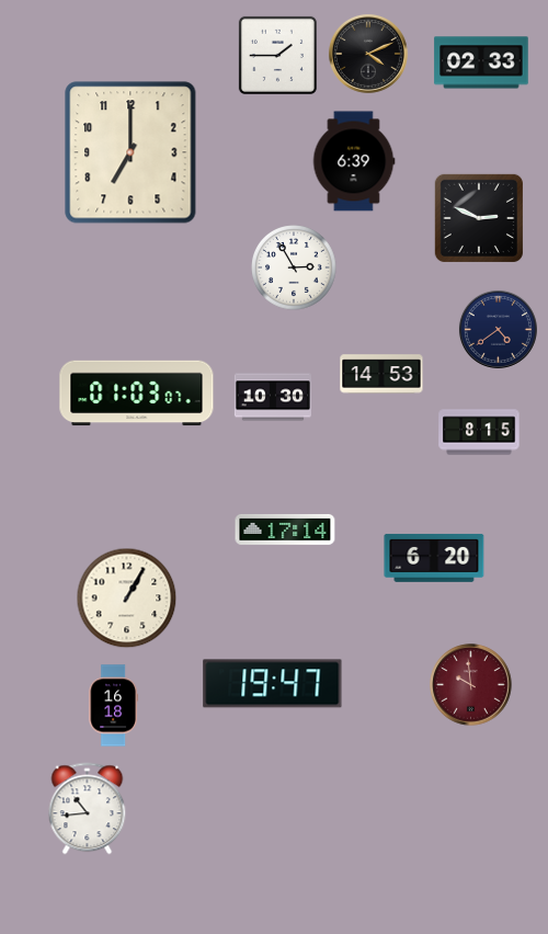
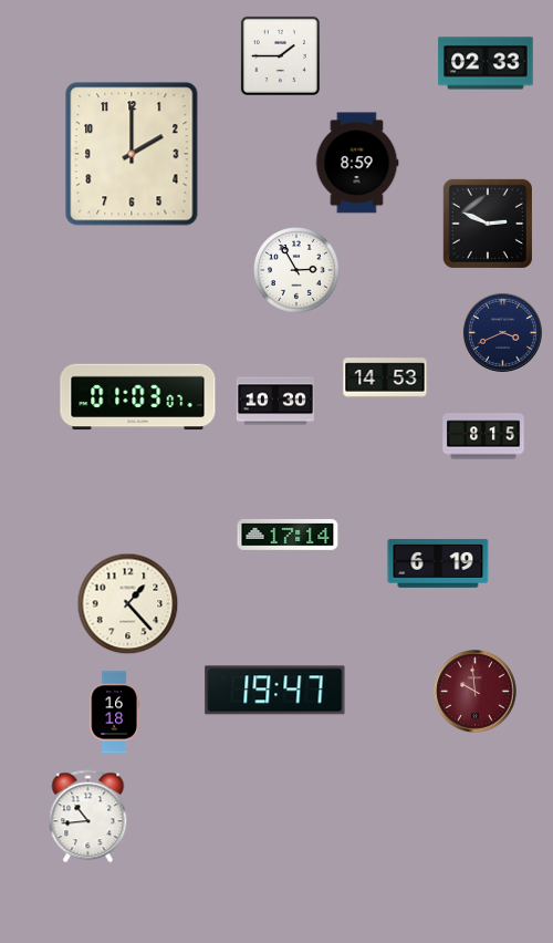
clock at (368, 54): 4:11 -> none
clock at (130, 152): 7:00 -> 2:00
clock at (354, 161): 6:39 -> 8:59
clock at (479, 218) position: (479, 218) -> (488, 224)
clock at (498, 329): 4:39 -> 3:41
clock at (434, 558): 6:20 -> 6:19
clock at (127, 599): 1:05 -> 1:23
